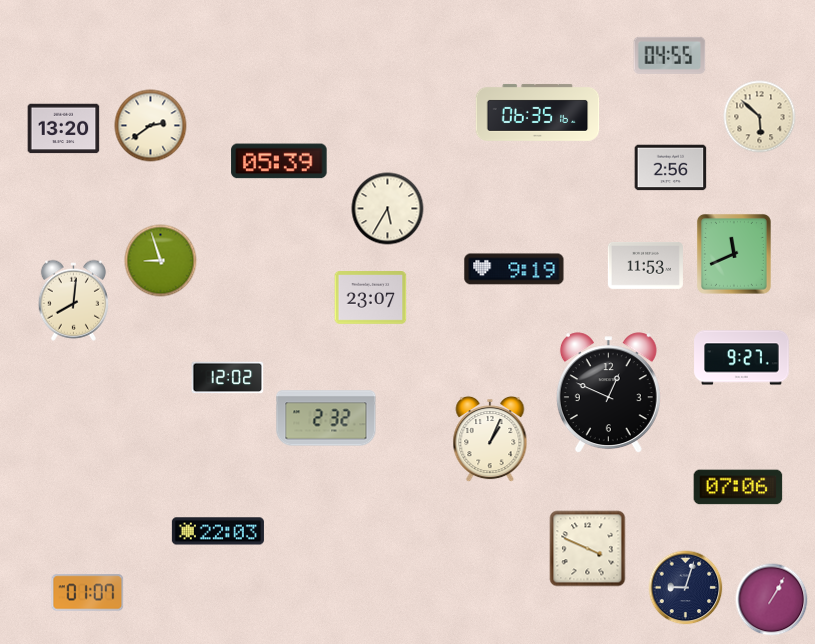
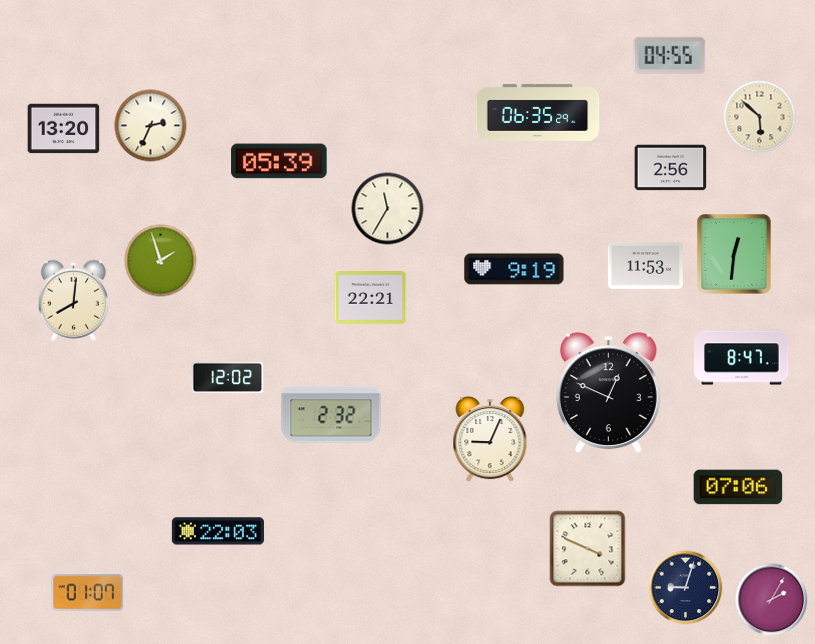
clock at (538, 112): 06:35:16 -> 06:35:29
clock at (151, 126): 2:39 -> 2:34
clock at (388, 209): 5:35 -> 11:35
clock at (734, 254): 11:41 -> 12:31
clock at (161, 261): 8:57 -> 1:57
clock at (371, 298): 23:07 -> 22:21
clock at (742, 358): 9:27 -> 8:47
clock at (326, 418) position: (326, 418) -> (331, 415)
clock at (490, 439): 1:04 -> 9:04
clock at (772, 600): 1:05 -> 2:05
